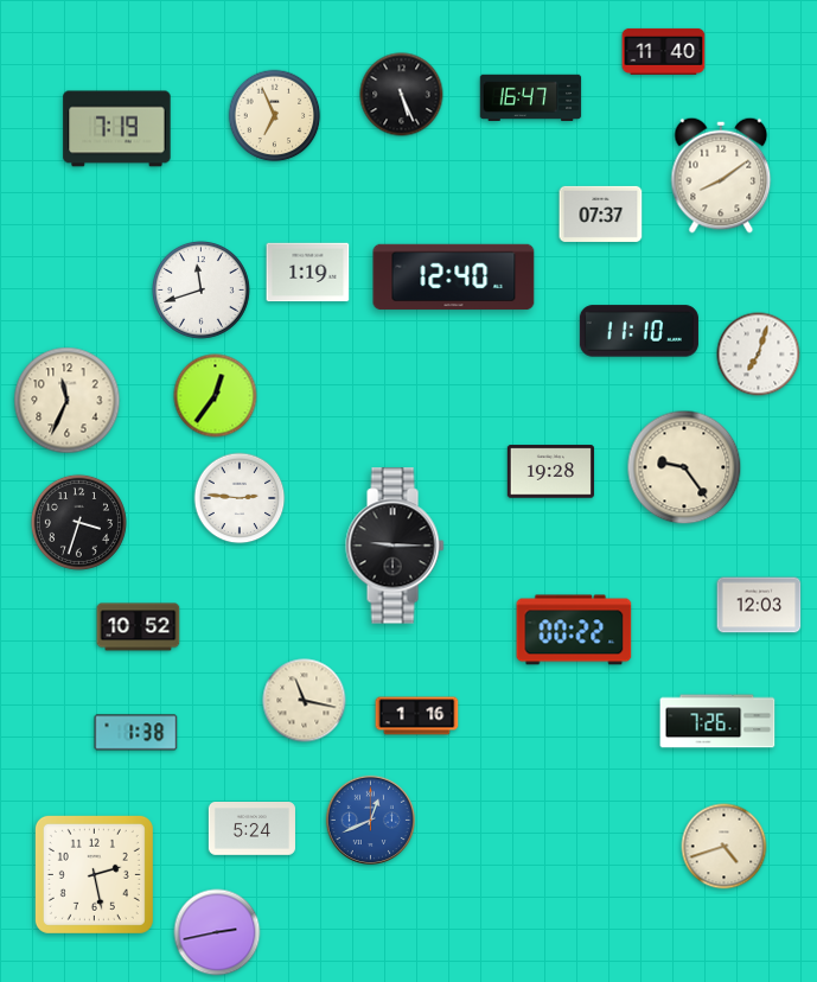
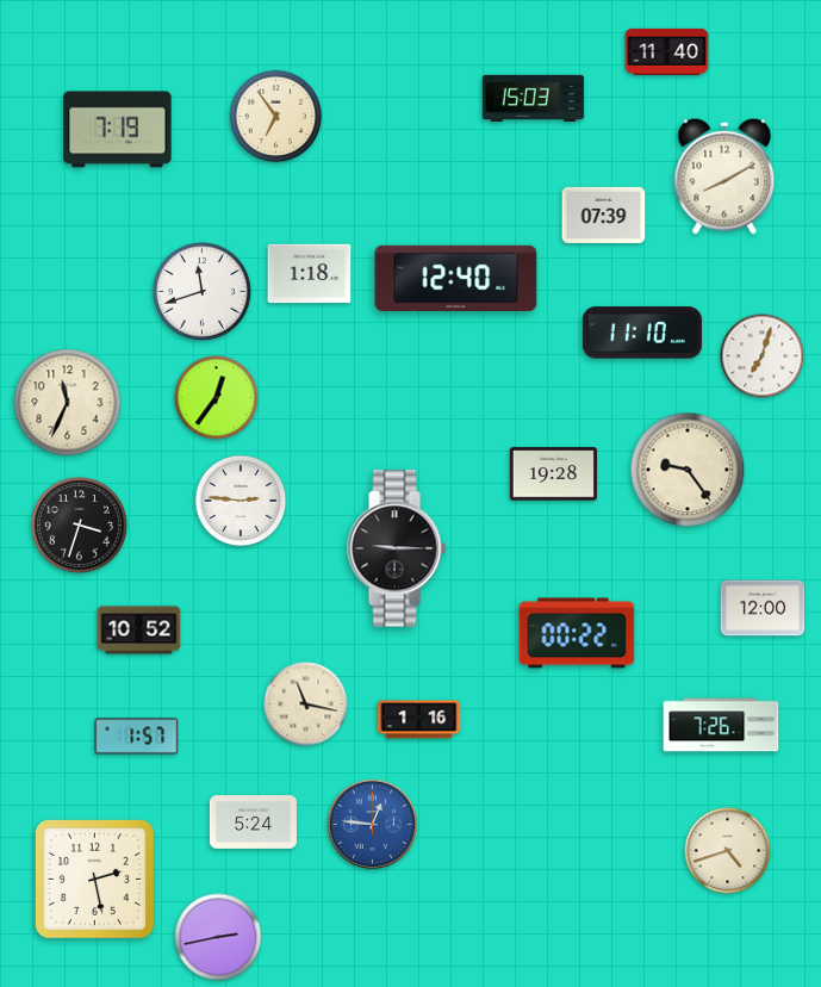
clock at (402, 95): 5:26 -> none
clock at (531, 97): 16:47 -> 15:03
clock at (275, 116): 6:56 -> 6:54
clock at (721, 176): 8:09 -> 8:10
clock at (601, 213): 07:37 -> 07:39
clock at (308, 273): 1:19 -> 1:18
clock at (759, 605): 12:03 -> 12:00
clock at (136, 733): 1:38 -> 1:57
clock at (370, 820): 12:41 -> 12:46
clock at (251, 829) position: (251, 829) -> (253, 822)
